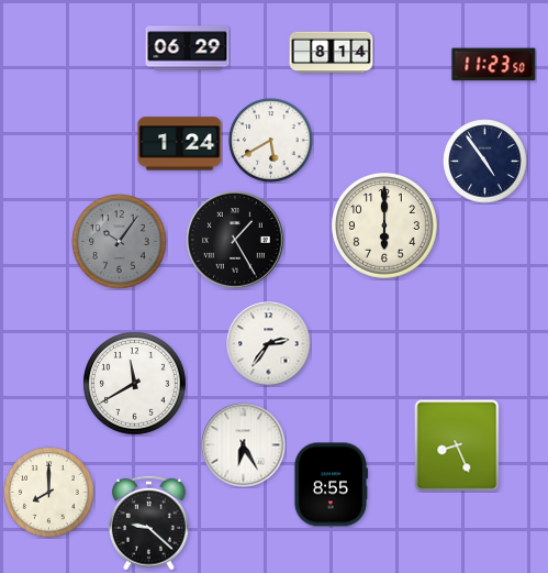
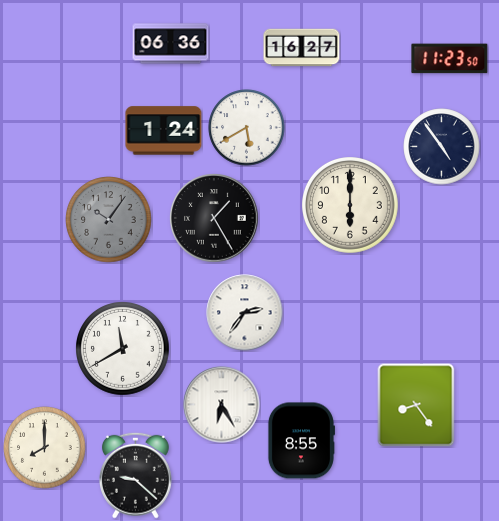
clock at (188, 48): 06:29 -> 06:36
clock at (332, 53): 8:14 -> 16:27
clock at (457, 445): 8:26 -> 8:24
